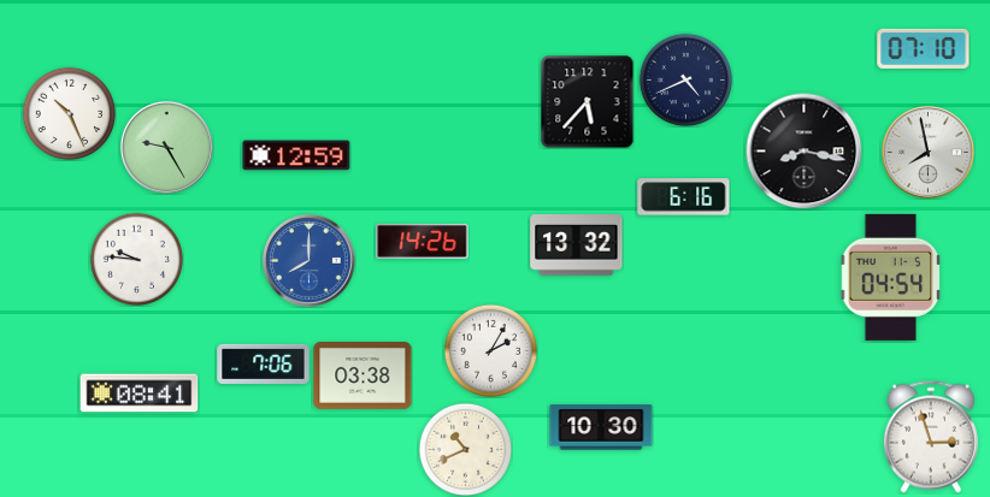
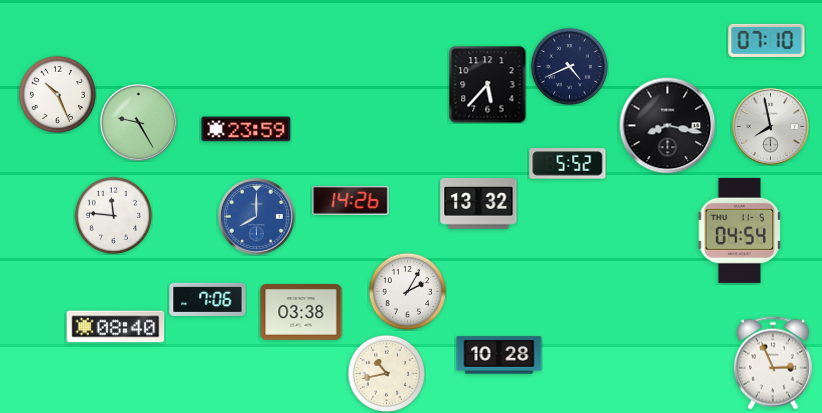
clock at (296, 155): 12:59 -> 23:59
clock at (684, 197): 6:16 -> 5:52
clock at (136, 259): 9:46 -> 11:46
clock at (264, 363) position: (264, 363) -> (208, 299)
clock at (140, 394): 08:41 -> 08:40
clock at (601, 427): 10:30 -> 10:28
clock at (931, 437): 2:57 -> 2:56
clock at (465, 449): 10:41 -> 10:43
